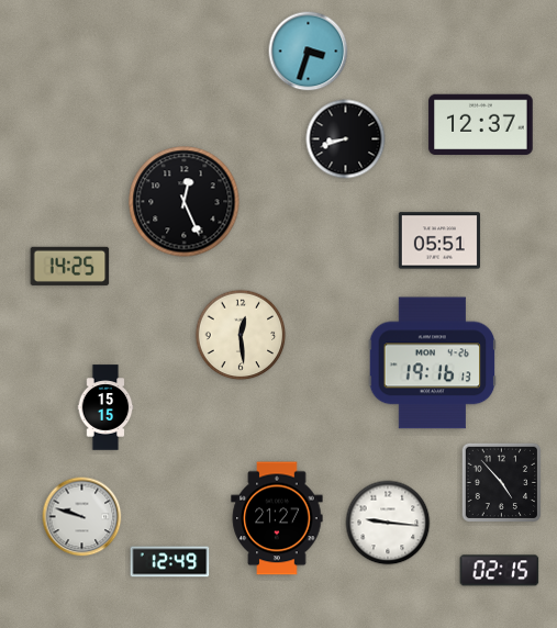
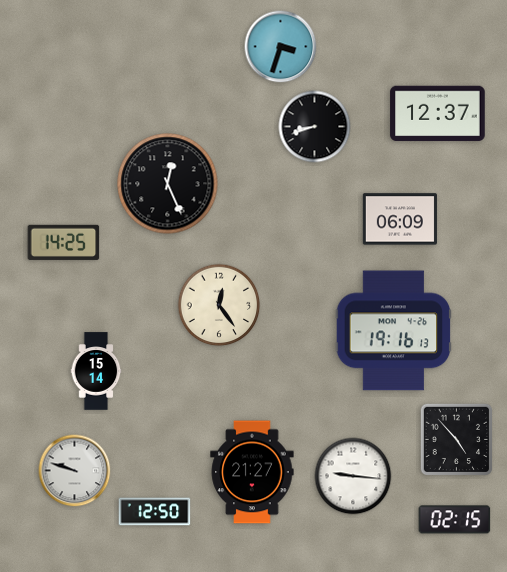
clock at (439, 240): 05:51 -> 06:09
clock at (241, 335): 12:29 -> 12:24
clock at (105, 407): 15:15 -> 15:14
clock at (170, 562): 12:49 -> 12:50
